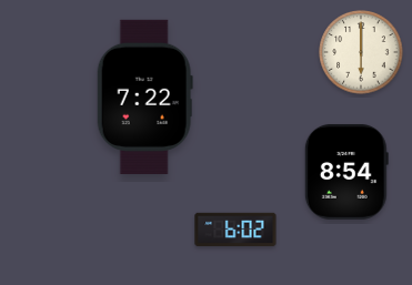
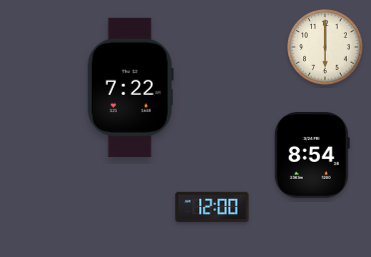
clock at (235, 230): 6:02 -> 12:00
